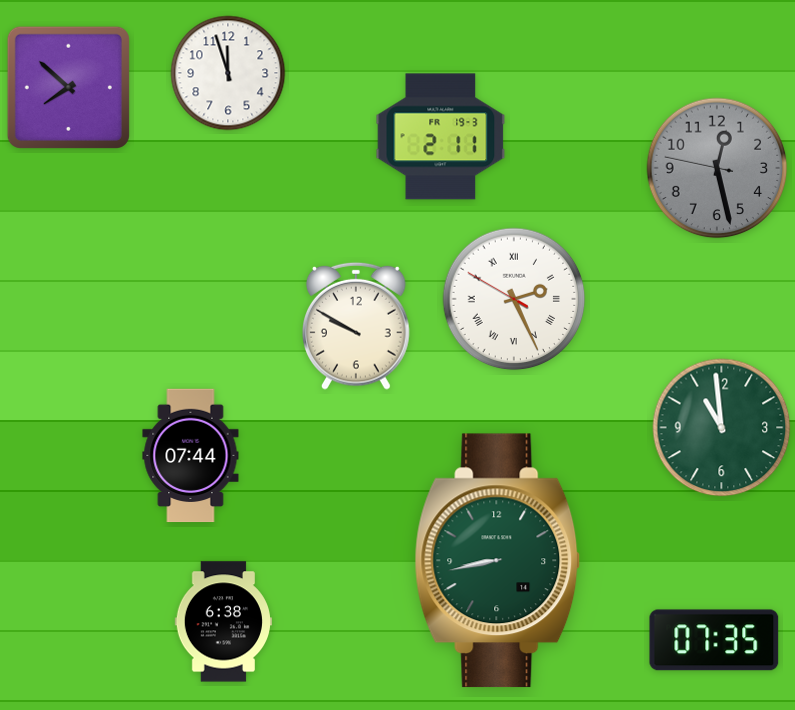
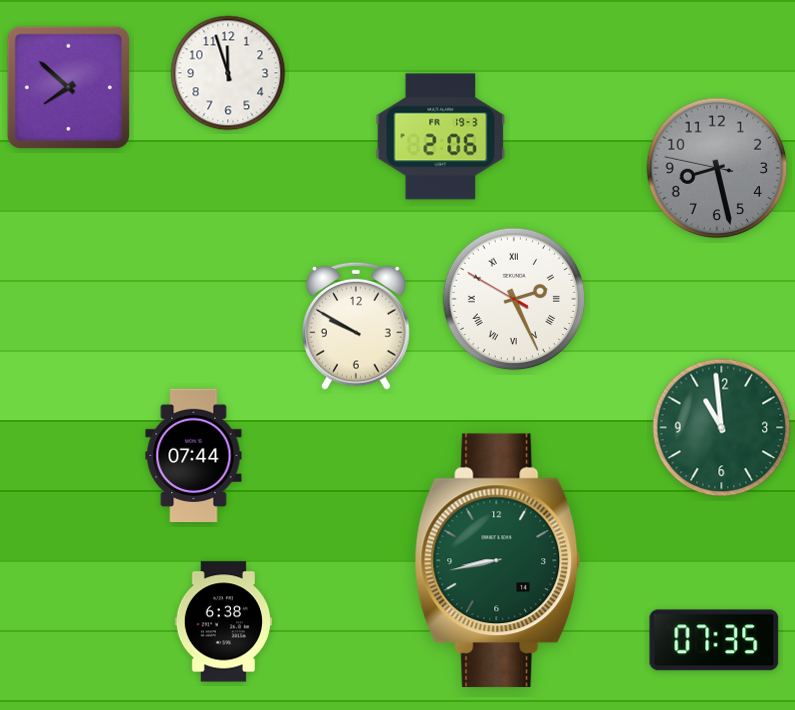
clock at (441, 137): 2:11 -> 2:06
clock at (717, 168): 12:27 -> 8:27
clock at (191, 456) position: (191, 456) -> (194, 456)
